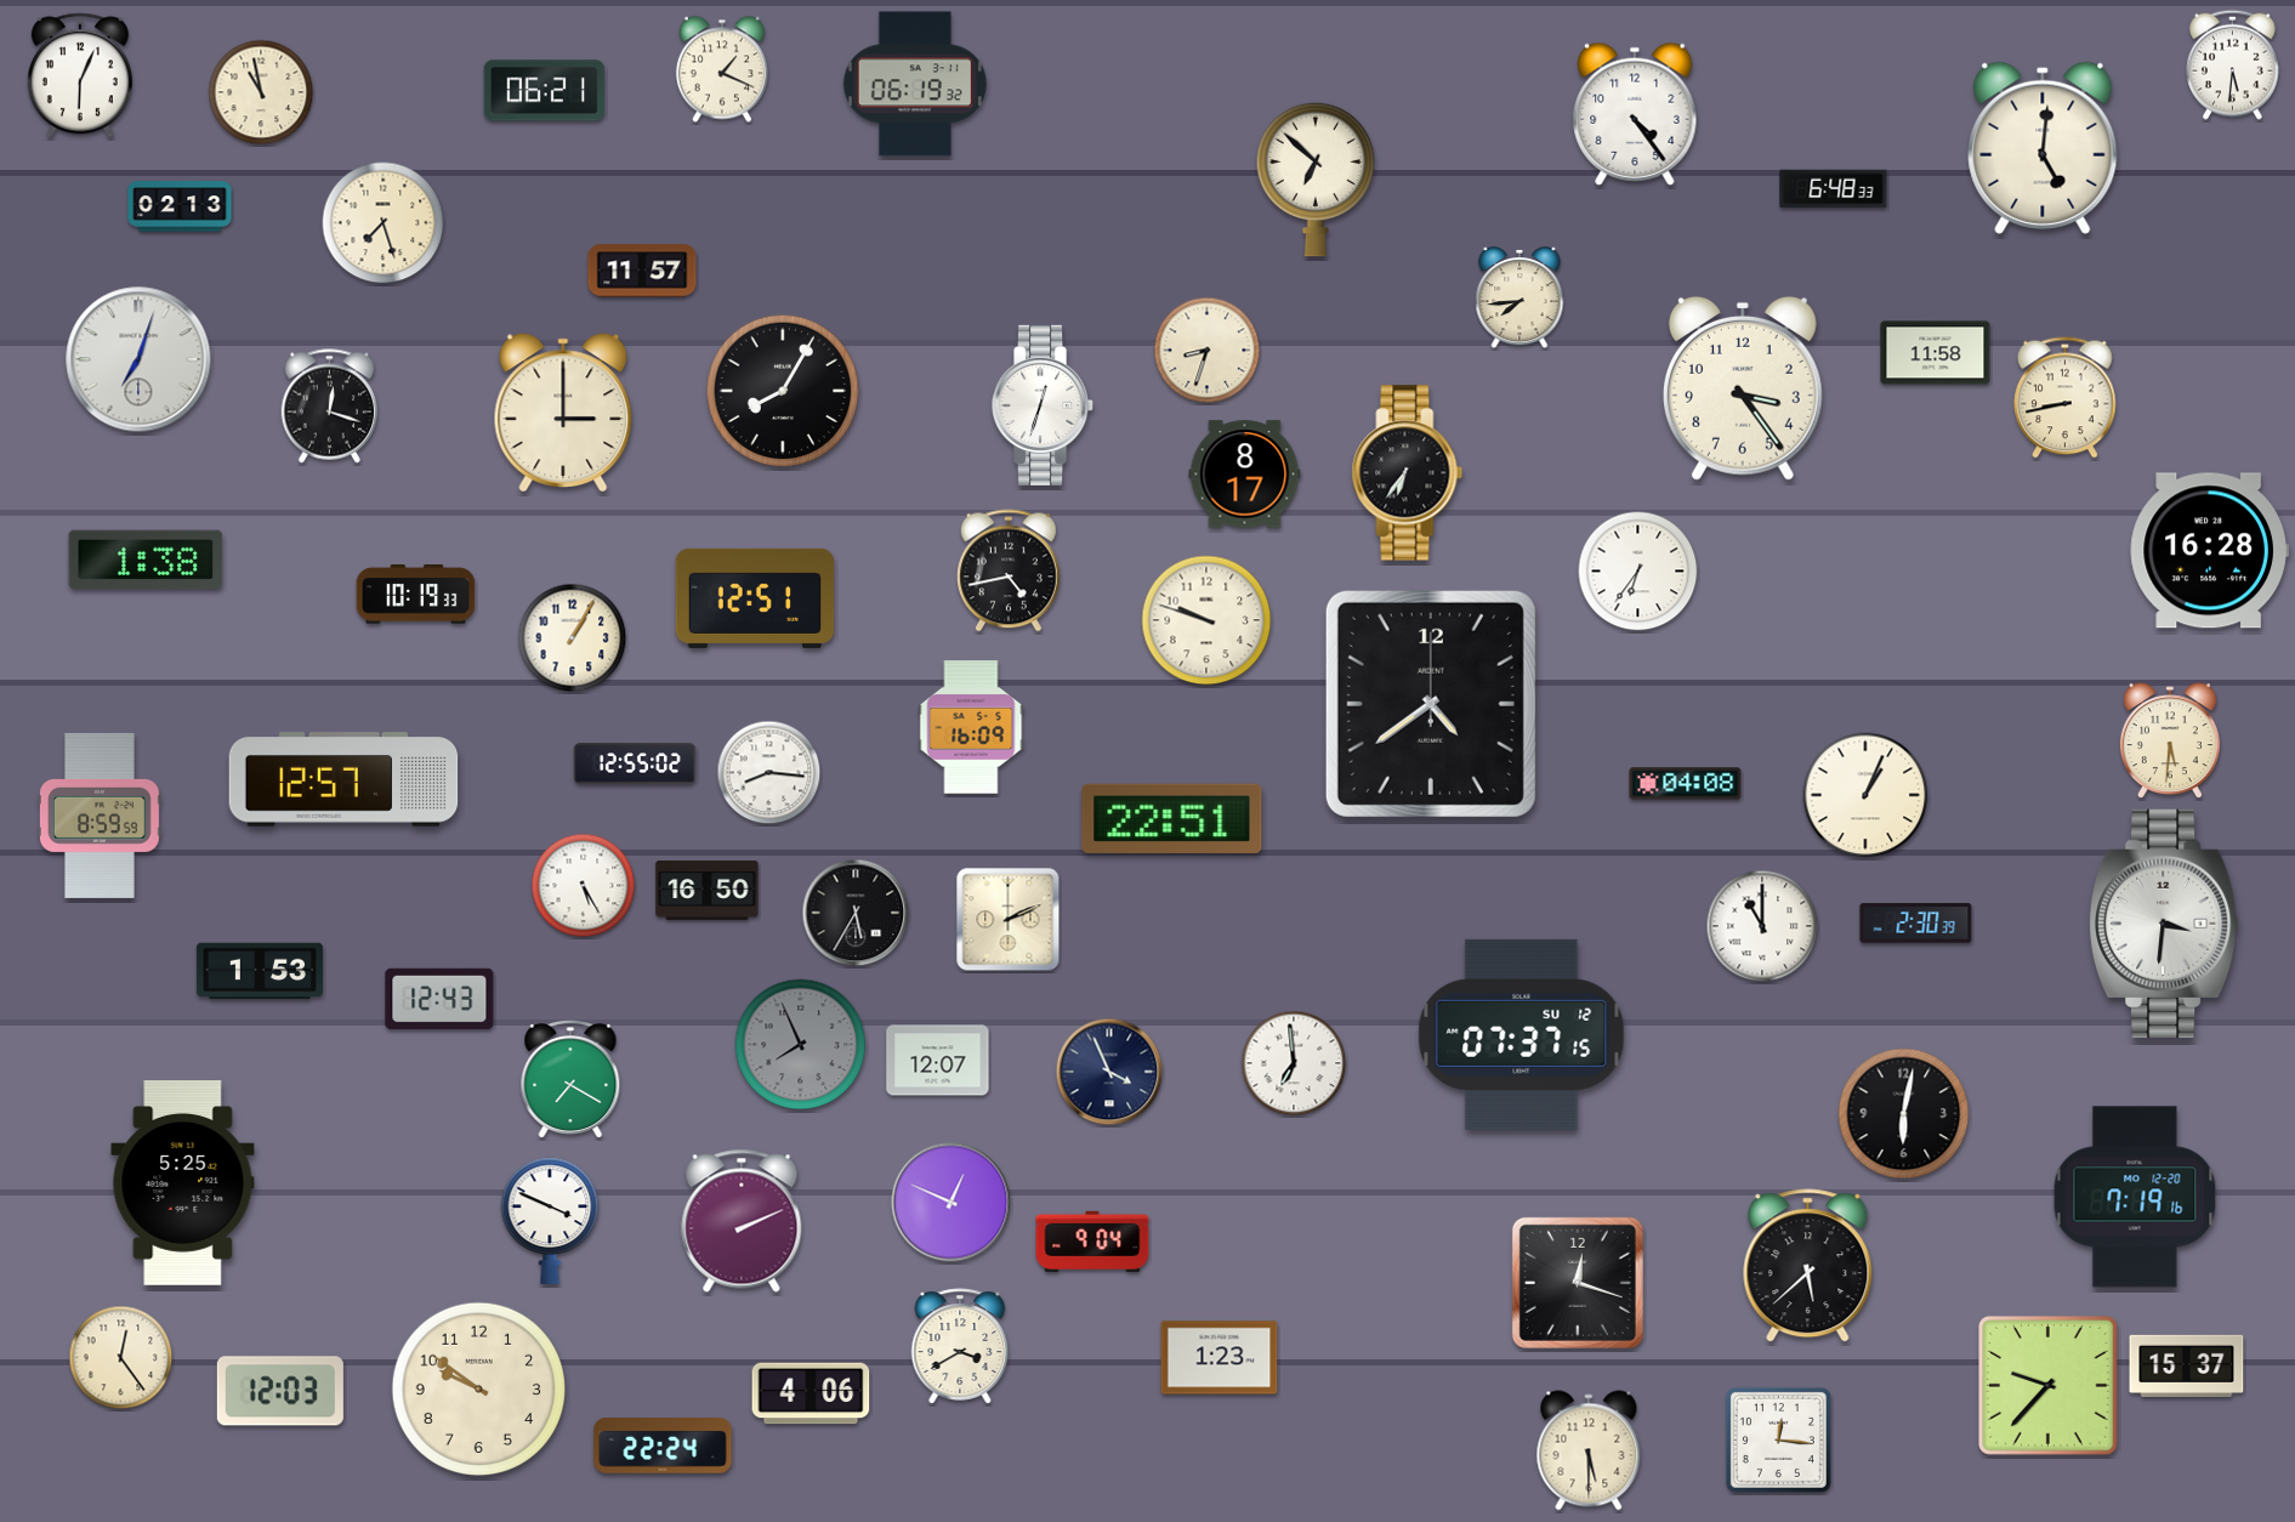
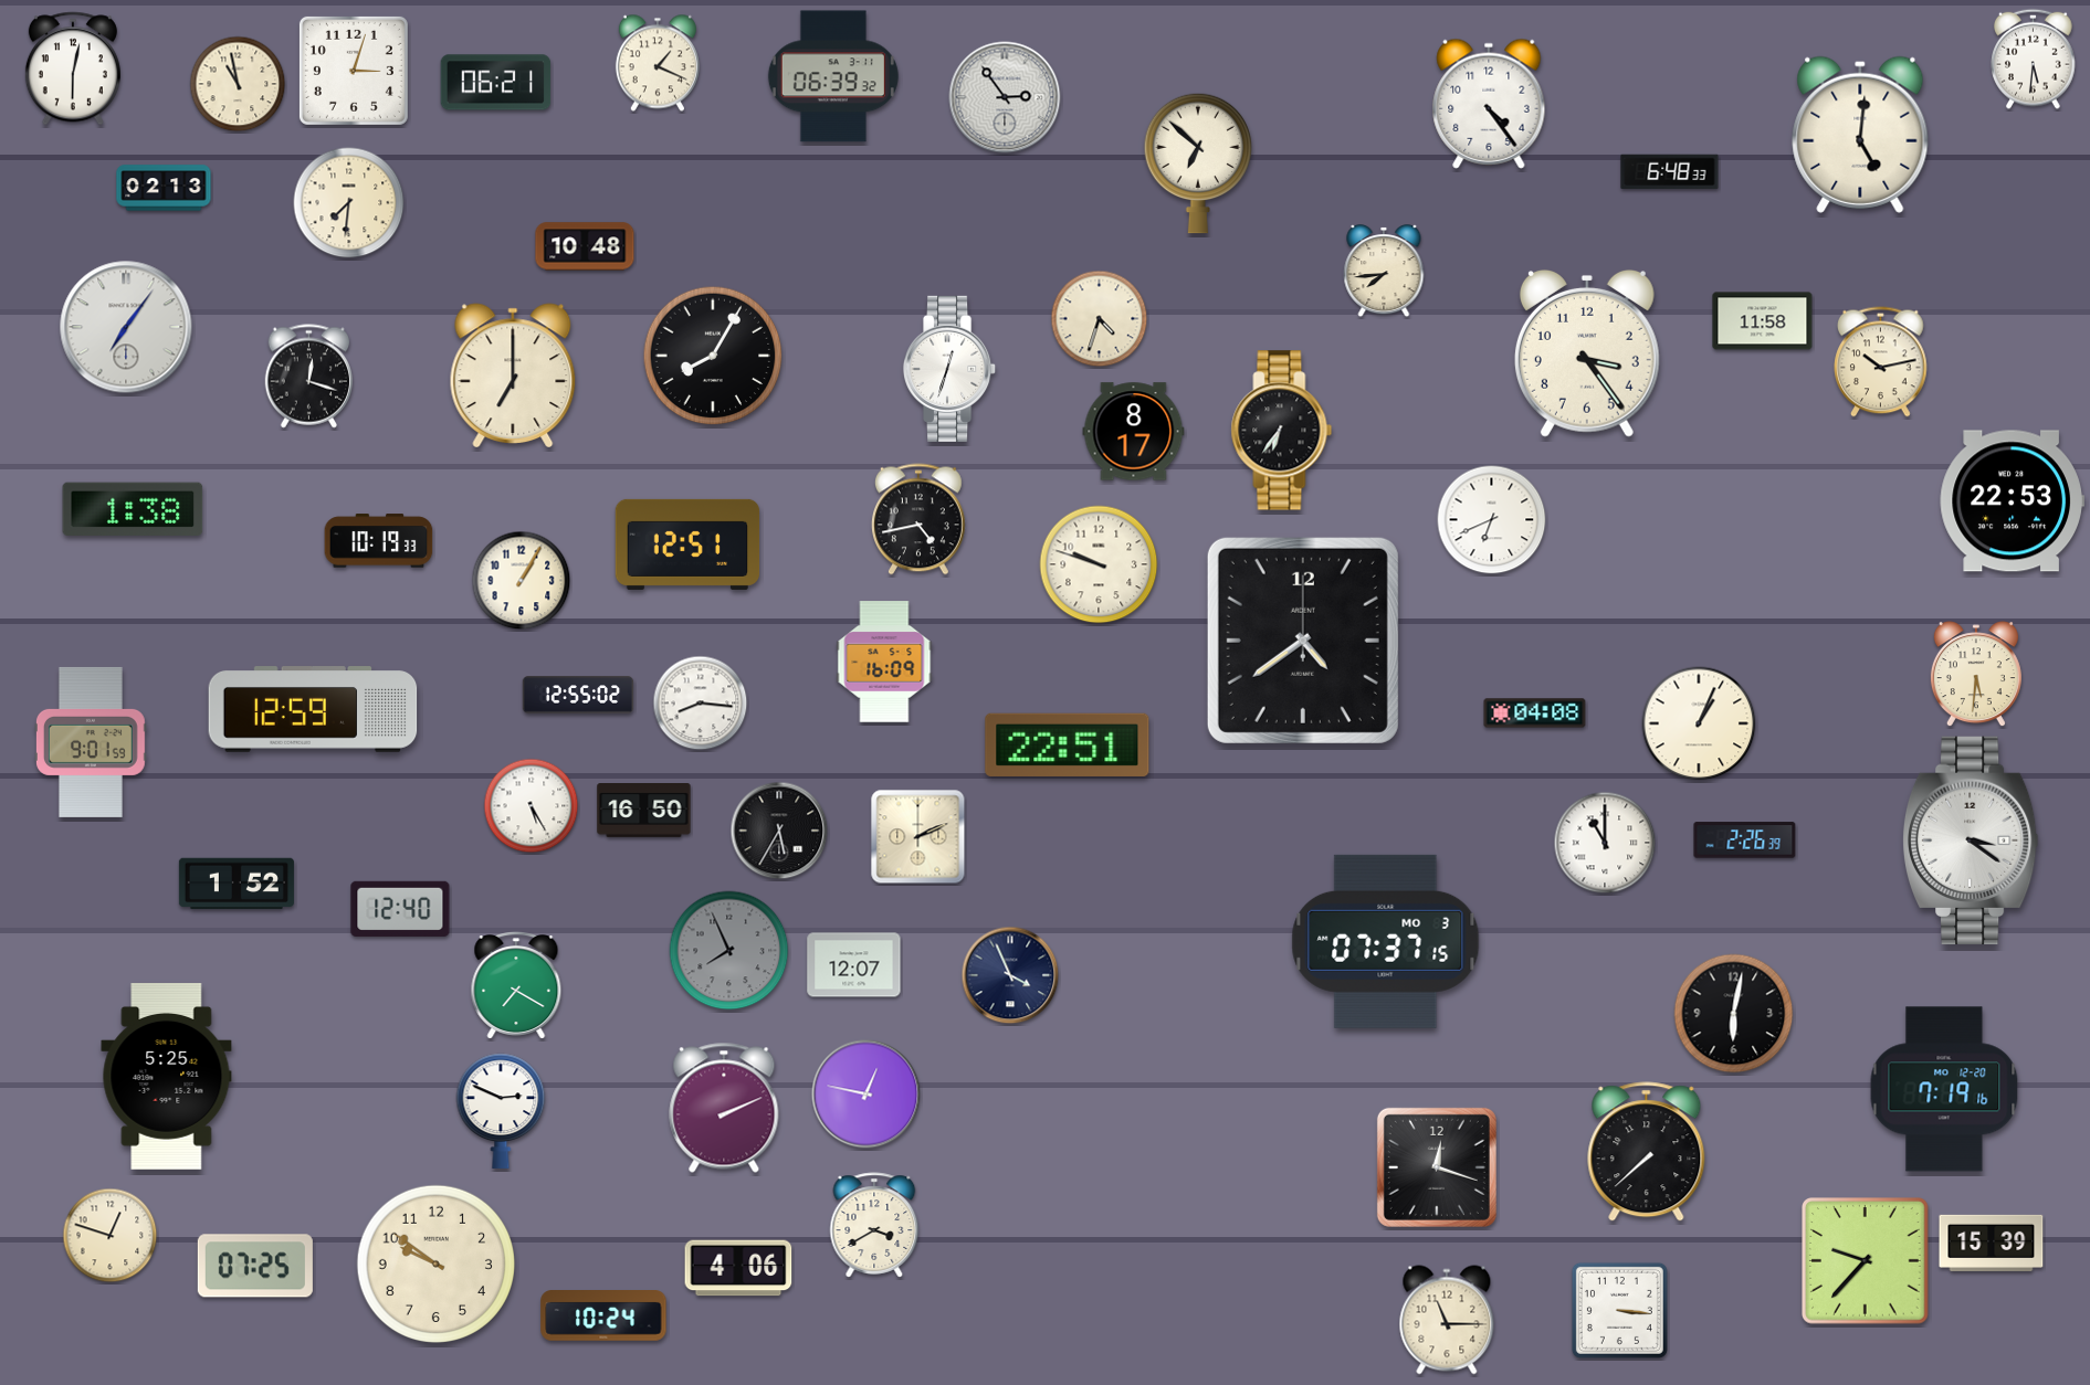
clock at (80, 75): 6:04 -> 6:02
clock at (354, 71): none -> 3:03
clock at (915, 84): 06:19 -> 06:39
clock at (1005, 97): none -> 2:54
clock at (384, 223): 7:27 -> 7:31
clock at (642, 271): 11:57 -> 10:48
clock at (1208, 351): 8:33 -> 4:33
clock at (138, 359): 7:03 -> 7:06
clock at (2066, 398): 8:43 -> 10:13
clock at (329, 407) position: (329, 407) -> (308, 377)
clock at (563, 411): 3:00 -> 7:00
clock at (2209, 551): 16:28 -> 22:53
clock at (1638, 572): 6:36 -> 6:41
clock at (343, 779): 12:57 -> 12:59
clock at (100, 816): 8:59 -> 9:01
clock at (1916, 924): 2:30 -> 2:26
clock at (2164, 924): 3:31 -> 3:21
clock at (260, 971): 1:53 -> 1:52
clock at (439, 999): 12:43 -> 12:40
clock at (1522, 1034) date: SU 12 -> MO 3
clock at (1294, 1063): 6:59 -> none
clock at (570, 1080) position: (570, 1080) -> (516, 986)
clock at (951, 1203): 12:49 -> 12:47
clock at (550, 1221): 3:49 -> 2:49
clock at (742, 1221) position: (742, 1221) -> (724, 1108)
clock at (1092, 1242): 9:04 -> none
clock at (1808, 1266): 5:38 -> 7:38
clock at (121, 1358): 12:24 -> 12:48
clock at (1220, 1358): 1:23 -> none
clock at (2187, 1365): 15:37 -> 15:39
clock at (280, 1391): 12:03 -> 07:25
clock at (1778, 1439): 12:16 -> 3:16
clock at (663, 1447): 22:24 -> 10:24
clock at (1589, 1450): 5:30 -> 11:15
